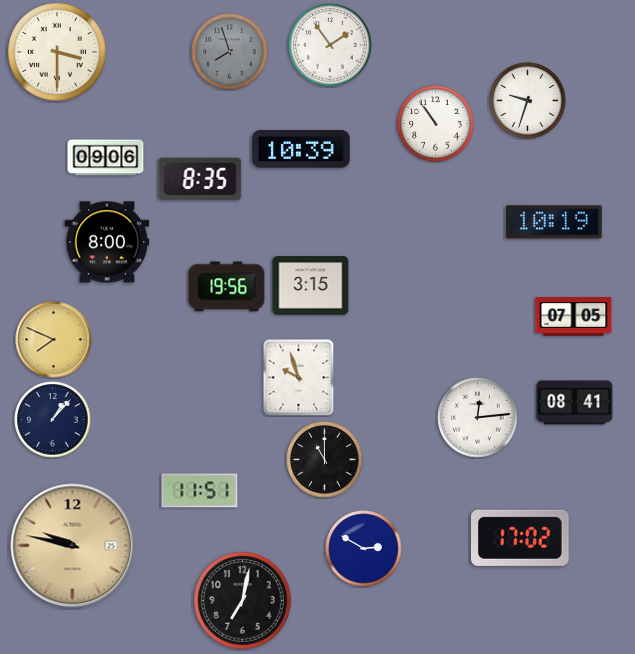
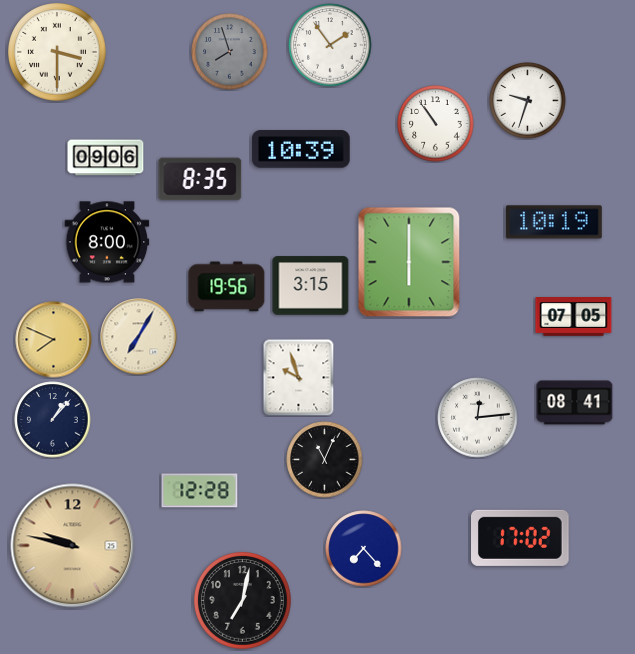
clock at (409, 262): none -> 6:00
clock at (139, 337): none -> 7:05
clock at (325, 460): 11:00 -> 11:04
clock at (200, 491): 11:51 -> 12:28
clock at (364, 549): 2:50 -> 7:23
